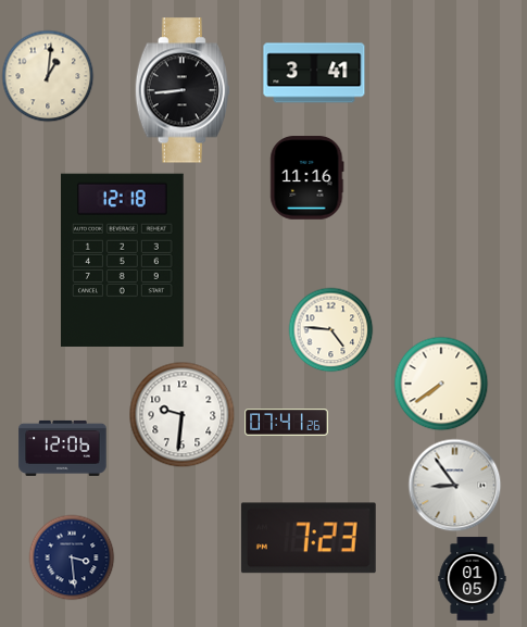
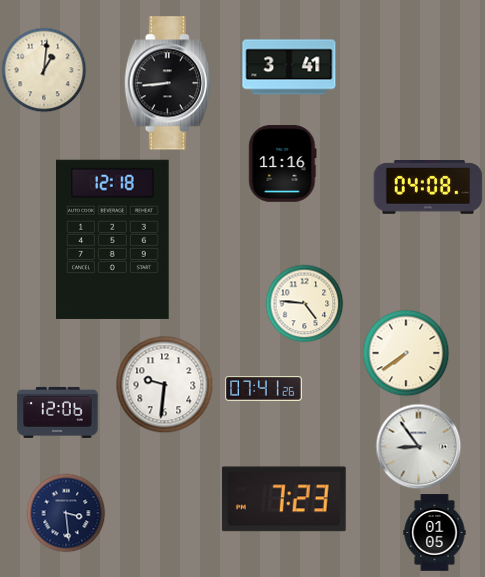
clock at (428, 188): none -> 04:08
clock at (181, 414) position: (181, 414) -> (164, 384)
clock at (309, 538) position: (309, 538) -> (284, 499)
